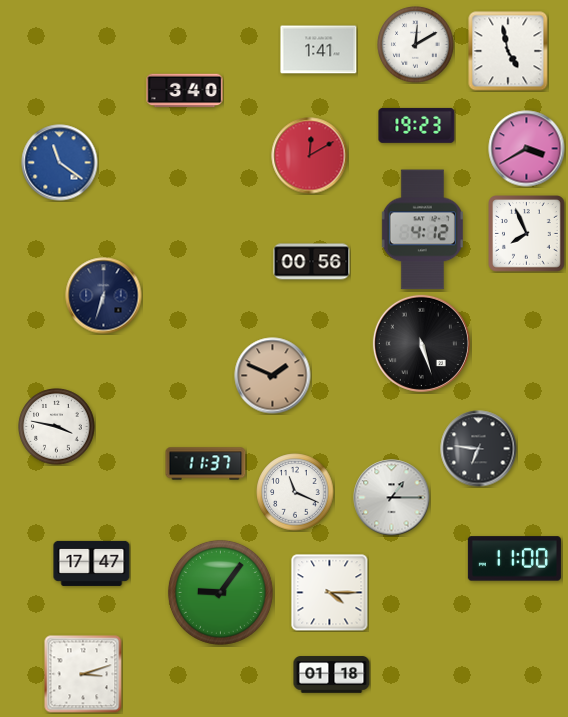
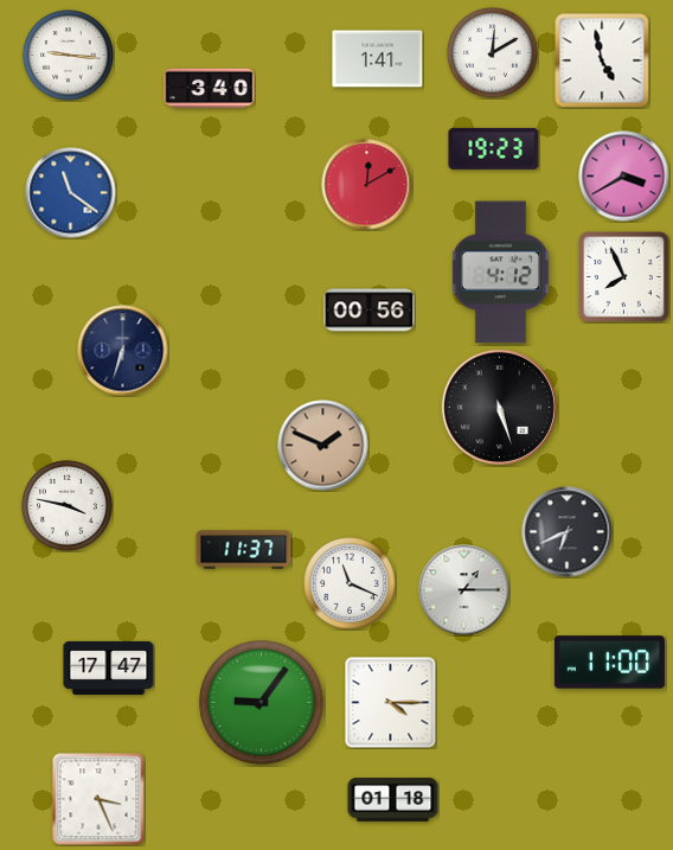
clock at (69, 56): none -> 9:16
clock at (185, 91) position: (185, 91) -> (210, 89)
clock at (479, 449): 6:46 -> 6:41
clock at (83, 674): 3:12 -> 3:26
